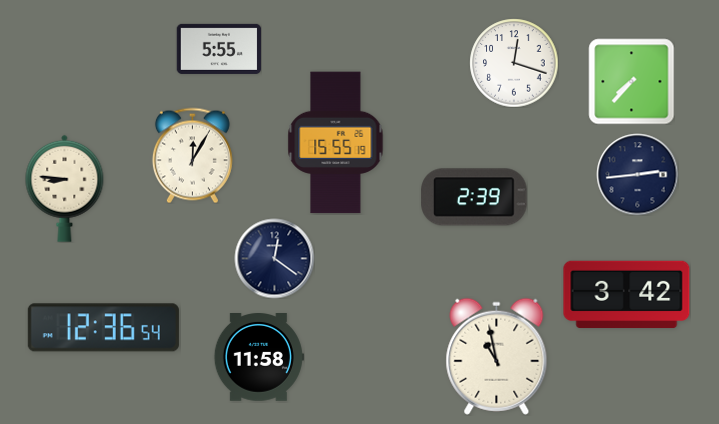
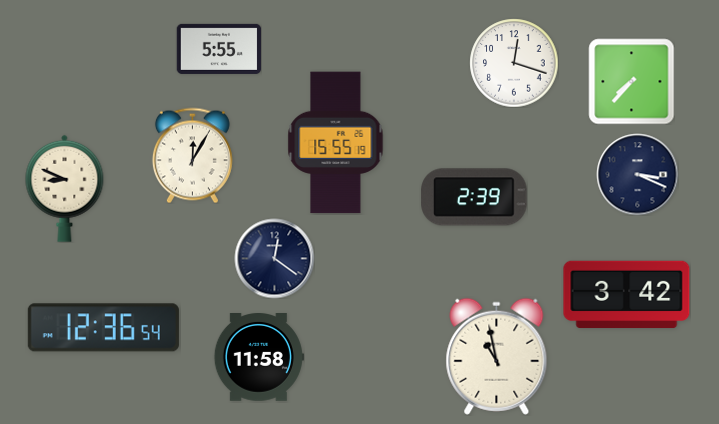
clock at (637, 174): 2:44 -> 3:19
clock at (65, 188): 8:46 -> 8:49
